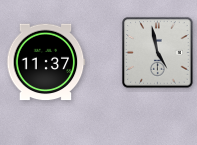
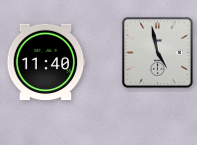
clock at (46, 62): 11:37 -> 11:40
